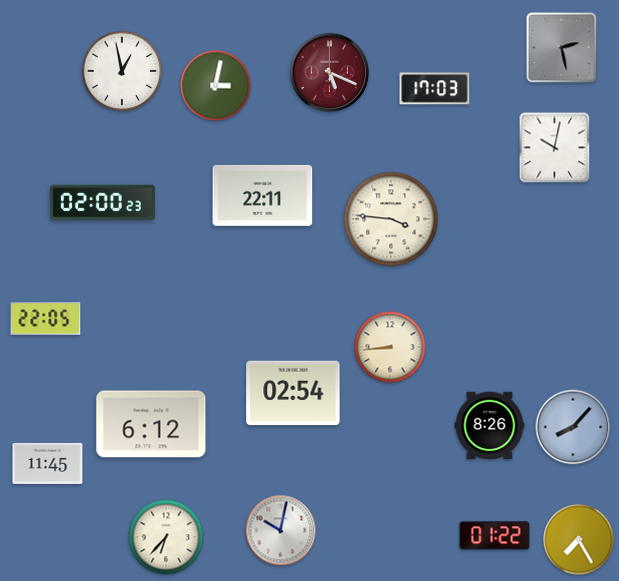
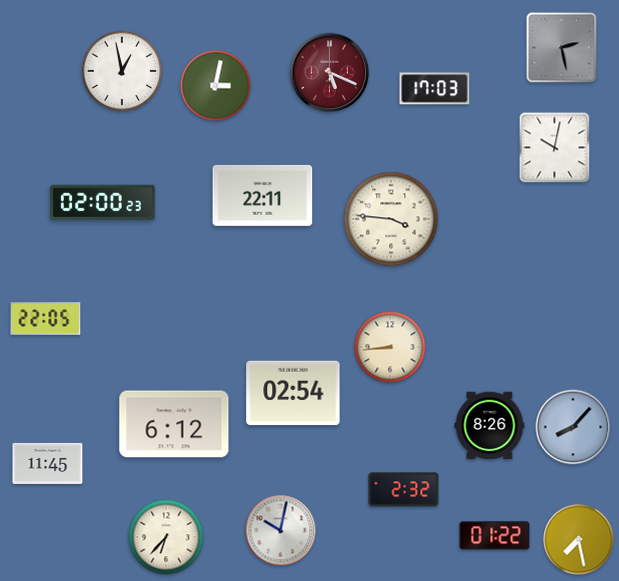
clock at (151, 424) position: (151, 424) -> (174, 424)
clock at (404, 490): none -> 2:32
clock at (579, 540): 7:25 -> 7:28
